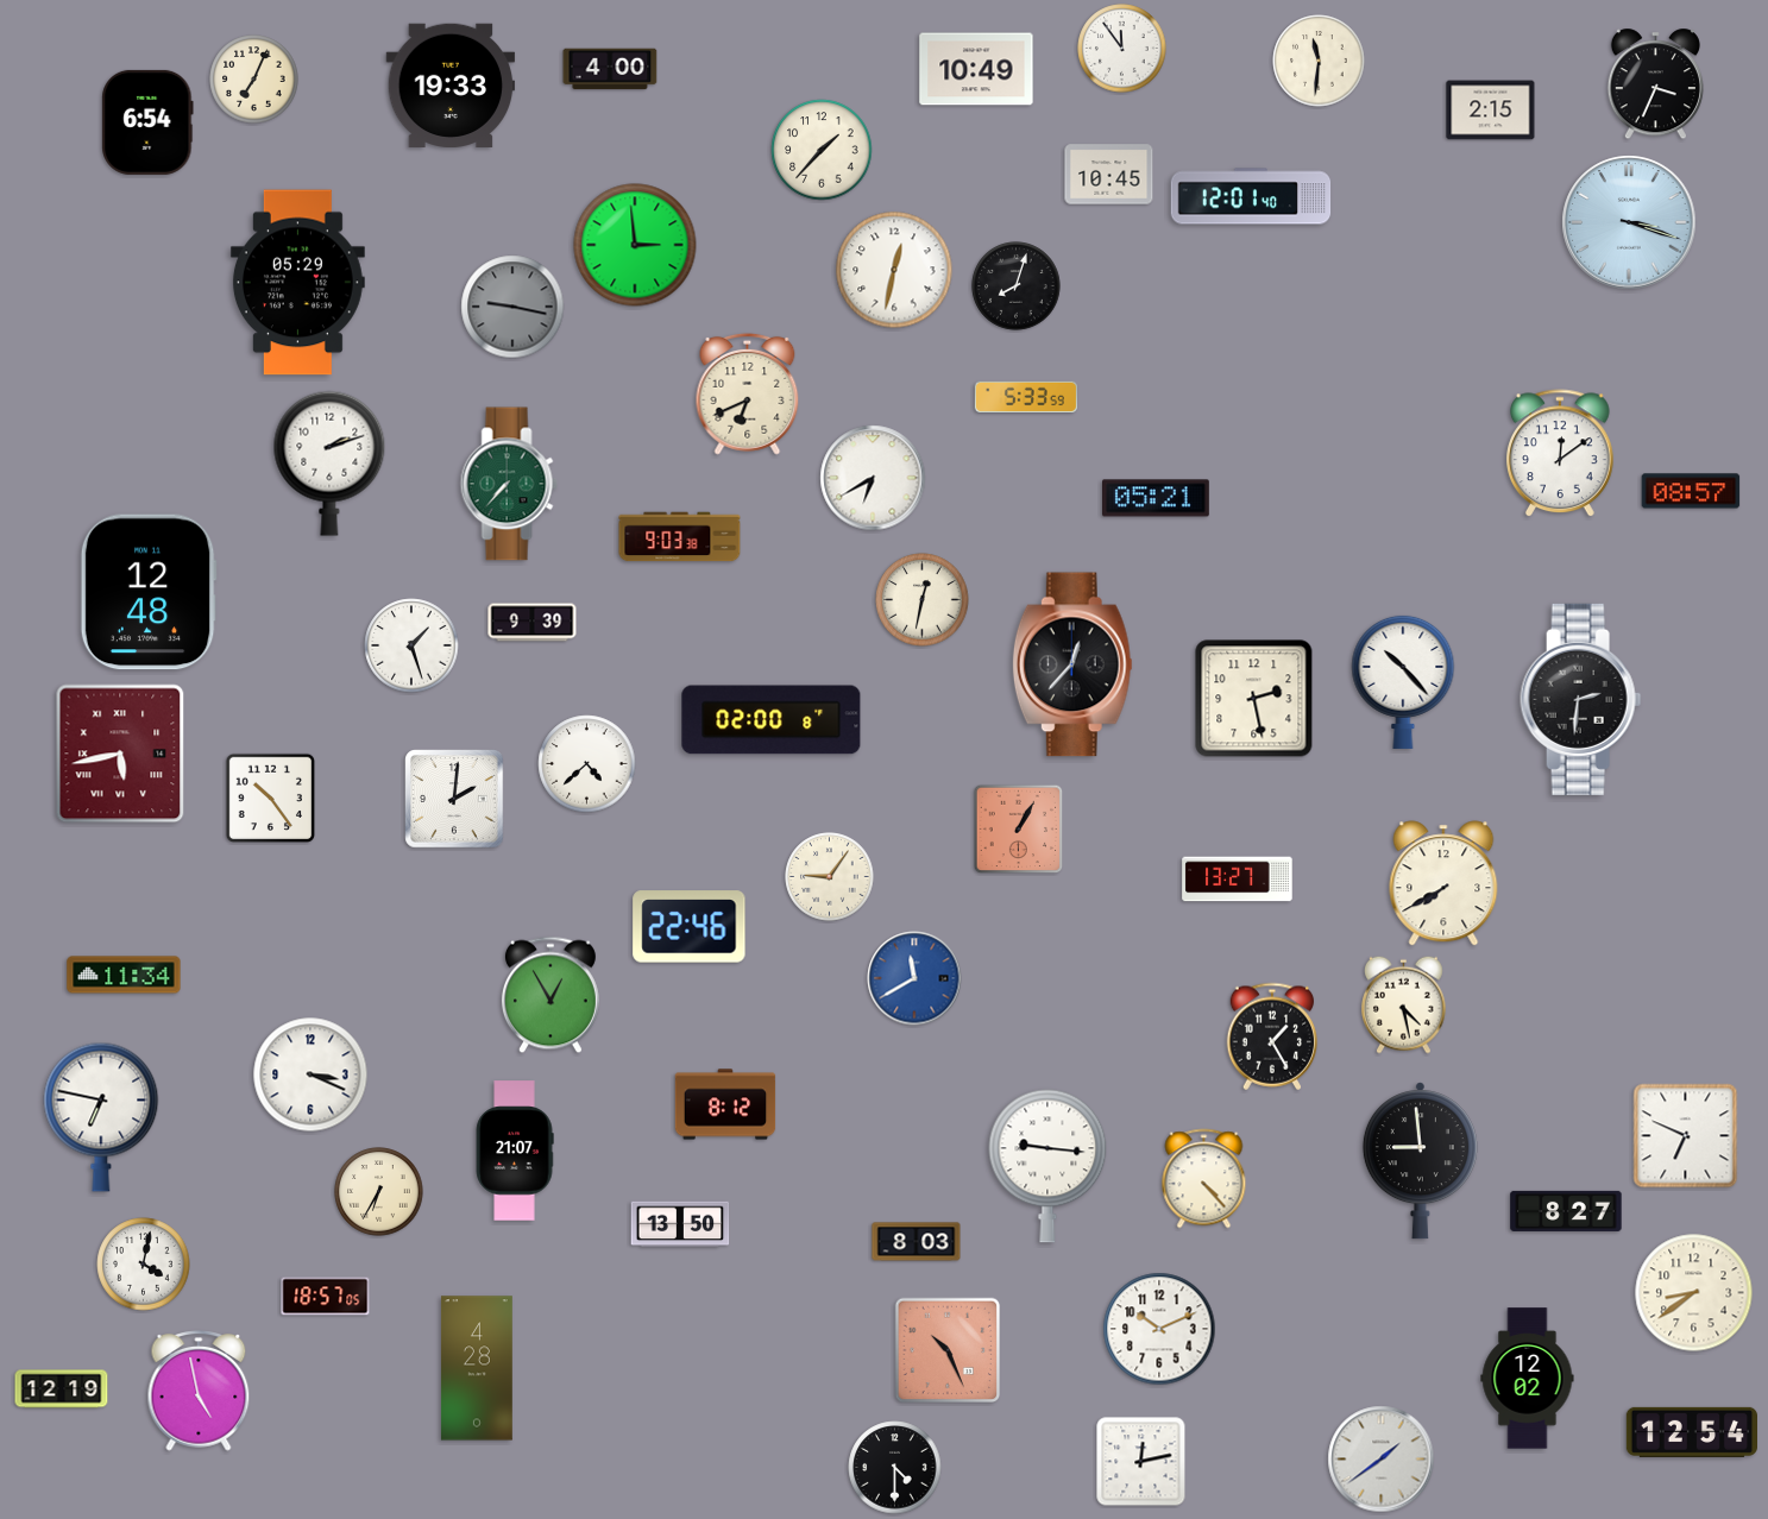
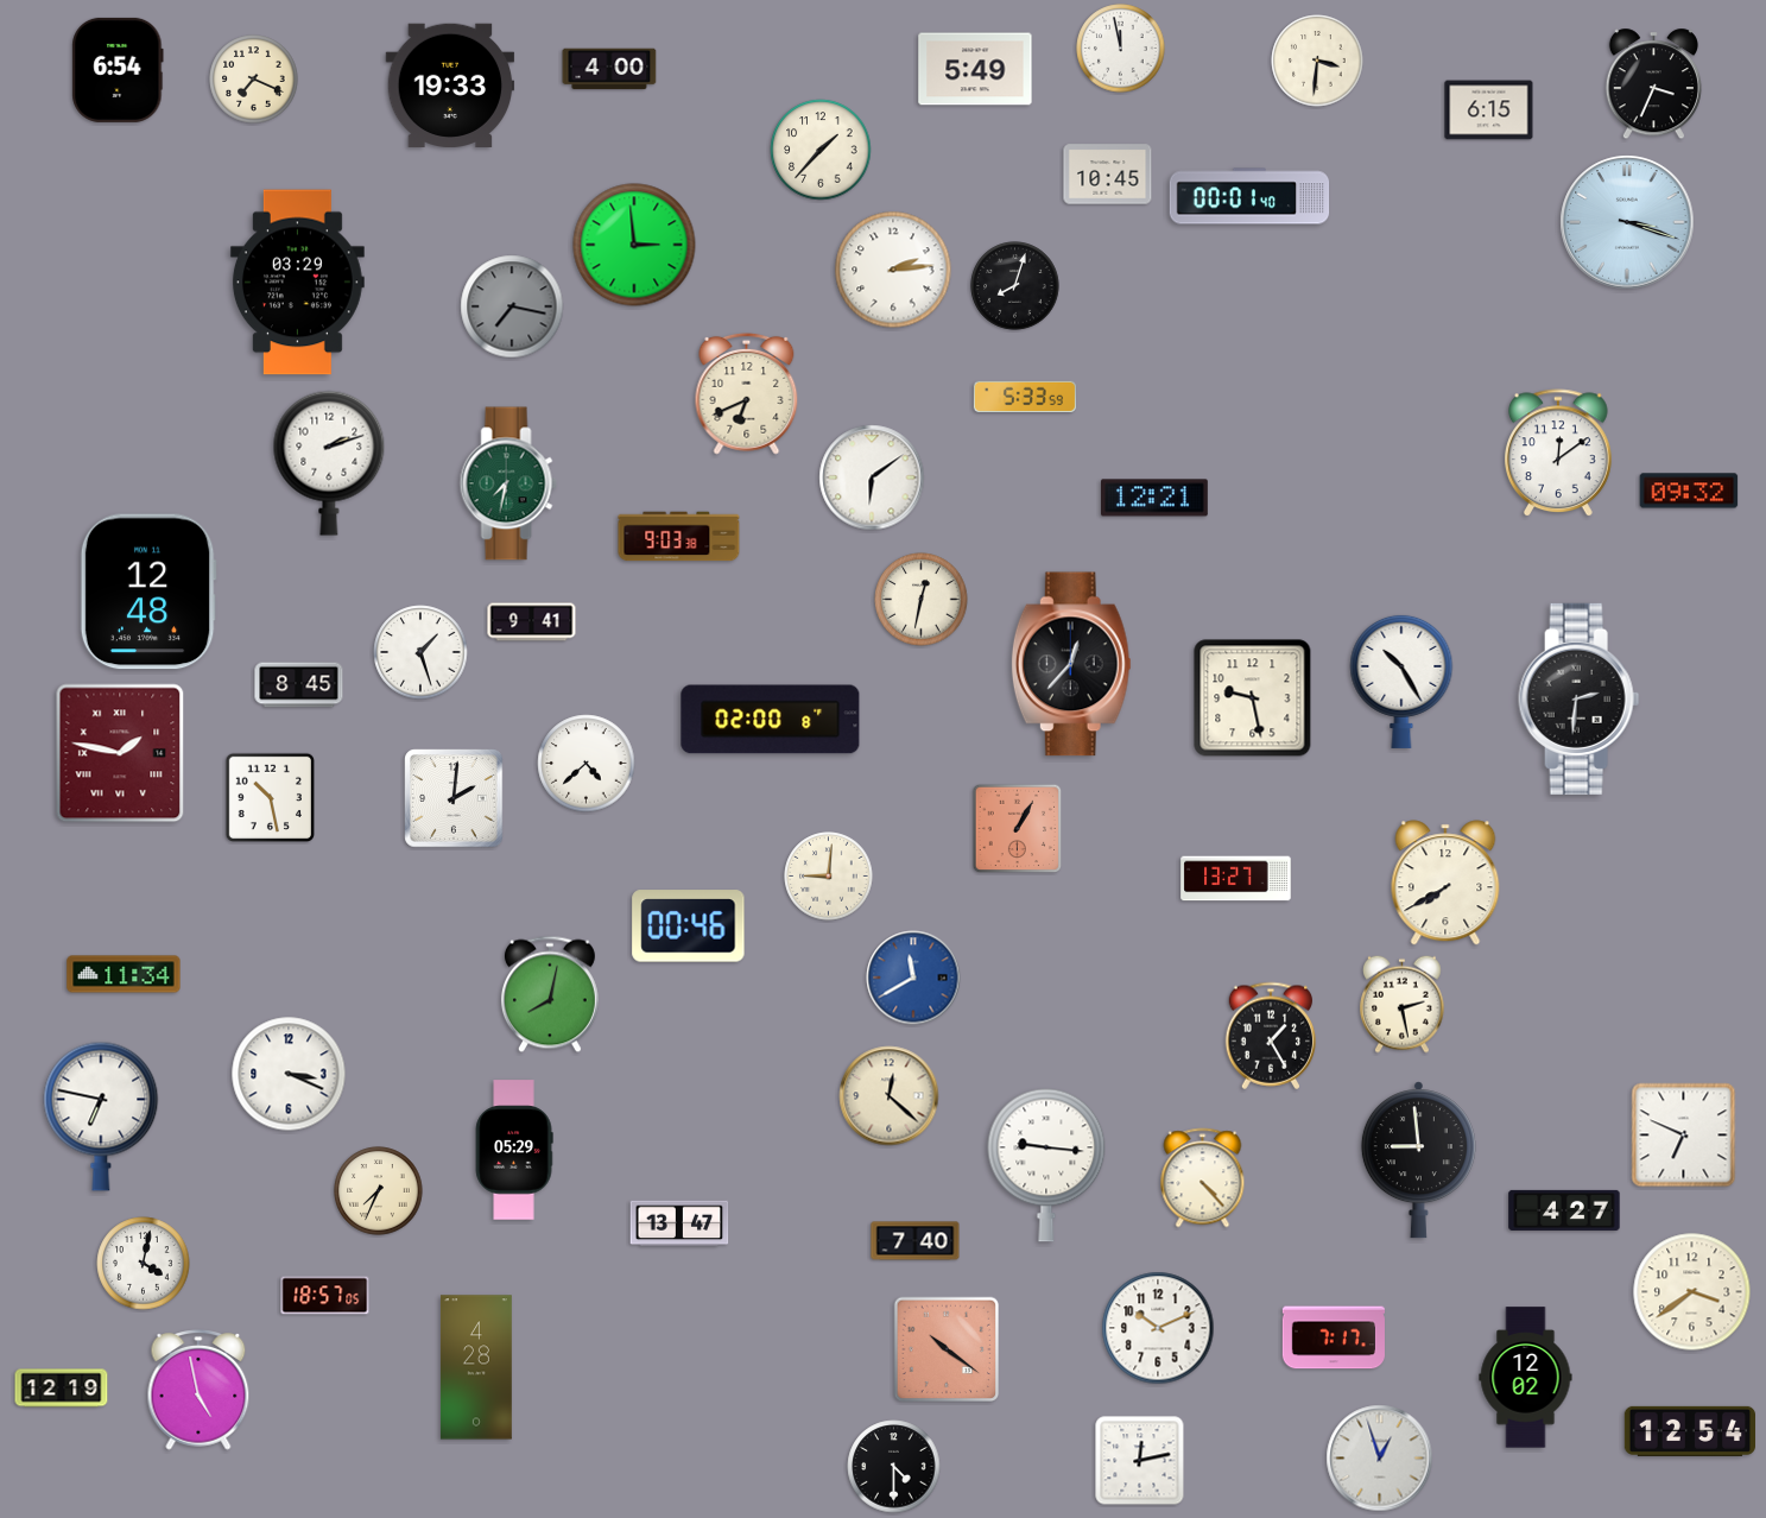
clock at (1122, 49): 11:54 -> 11:58
clock at (1319, 61): 11:31 -> 3:31
clock at (976, 69): 10:49 -> 5:49
clock at (254, 80): 7:04 -> 7:19
clock at (1491, 111): 2:15 -> 6:15
clock at (147, 122) position: (147, 122) -> (118, 70)
clock at (1251, 196): 12:01 -> 00:01
clock at (894, 270): 12:32 -> 2:14
clock at (297, 283): 05:29 -> 03:29
clock at (512, 307): 9:17 -> 7:17
clock at (873, 478): 6:40 -> 6:09
clock at (509, 484): 7:37 -> 7:32
clock at (1691, 491): 08:57 -> 09:32
clock at (1157, 498): 05:21 -> 12:21
clock at (533, 623): 9:39 -> 9:41
clock at (411, 645) position: (411, 645) -> (420, 652)
clock at (1403, 681): 10:23 -> 10:25
clock at (299, 685): none -> 8:45
clock at (1254, 699): 2:28 -> 9:28
clock at (120, 754): 5:43 -> 1:47
clock at (270, 798): 10:24 -> 10:28
clock at (830, 877): 9:06 -> 9:01
clock at (1443, 883) position: (1443, 883) -> (1445, 883)
clock at (690, 927): 22:46 -> 00:46
clock at (550, 995): 12:55 -> 8:02
clock at (1404, 1004): 4:28 -> 2:28
clock at (310, 1074) position: (310, 1074) -> (289, 1074)
clock at (890, 1096): none -> 12:22
clock at (725, 1104): 8:12 -> none
clock at (515, 1151): 21:07 -> 05:29
clock at (379, 1192): 6:35 -> 7:34
clock at (1566, 1211): 8:27 -> 4:27
clock at (680, 1224): 13:50 -> 13:47
clock at (917, 1242): 8:03 -> 7:40
clock at (1694, 1293): 8:39 -> 3:39
clock at (1334, 1337): none -> 7:17
clock at (948, 1350): 10:26 -> 10:21
clock at (1382, 1460): 1:39 -> 12:57
